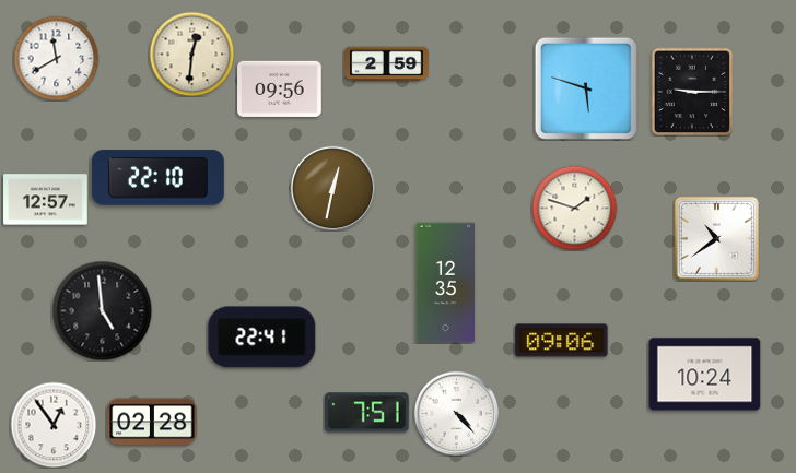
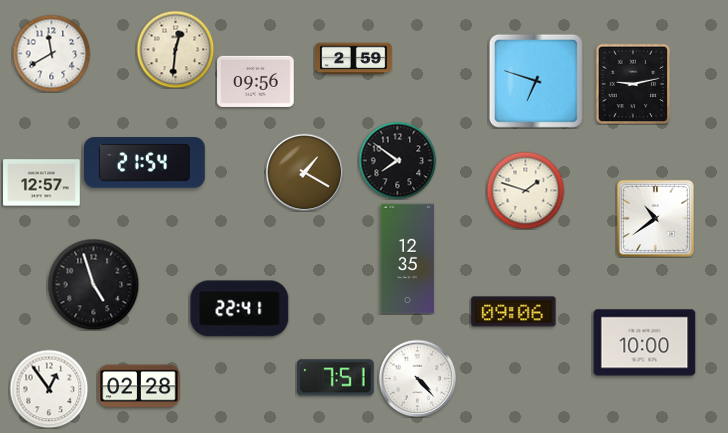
clock at (586, 88): 5:48 -> 6:48
clock at (692, 92): 9:15 -> 9:13
clock at (397, 160): none -> 7:51
clock at (157, 178): 22:10 -> 21:54
clock at (332, 188): 12:32 -> 1:20
clock at (102, 310): 4:59 -> 4:57
clock at (705, 375): 10:24 -> 10:00
